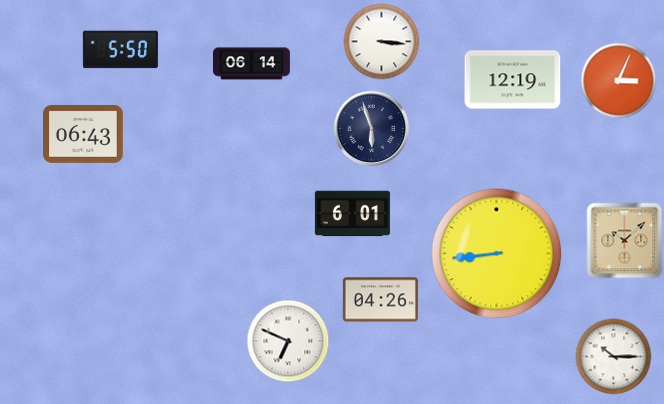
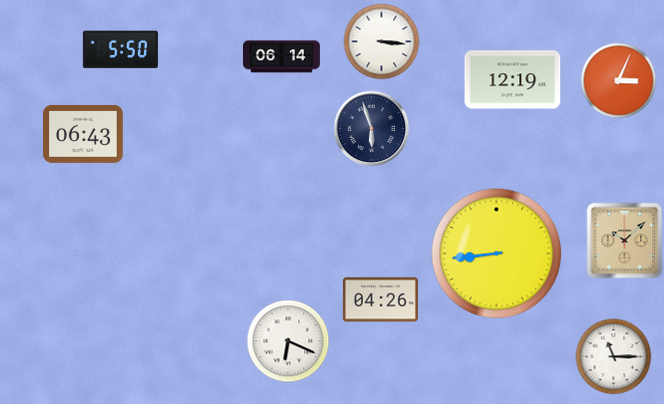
clock at (251, 64) position: (251, 64) -> (281, 57)
clock at (352, 214): 6:01 -> none
clock at (288, 341): 6:49 -> 6:19
clock at (614, 357): 10:15 -> 11:15
